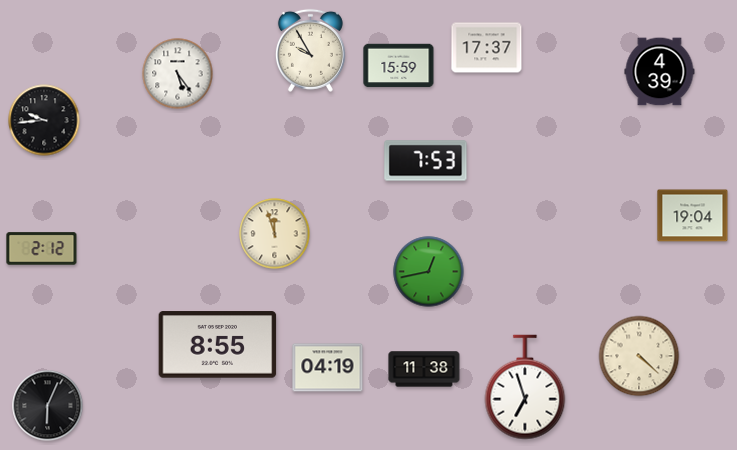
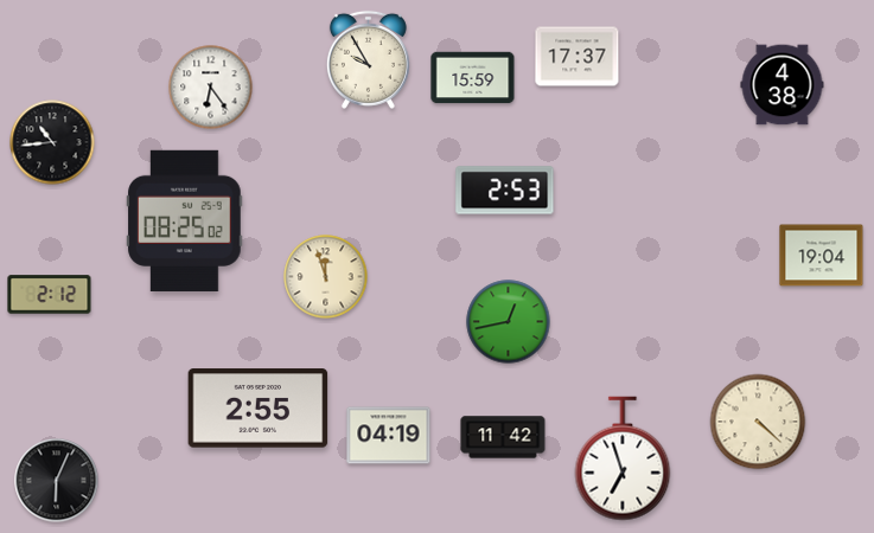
clock at (660, 72): 4:39 -> 4:38
clock at (178, 74): 5:24 -> 6:24
clock at (44, 120): 9:44 -> 10:44
clock at (426, 161): 7:53 -> 2:53
clock at (185, 220): none -> 08:25
clock at (218, 345): 8:55 -> 2:55
clock at (424, 369): 11:38 -> 11:42
